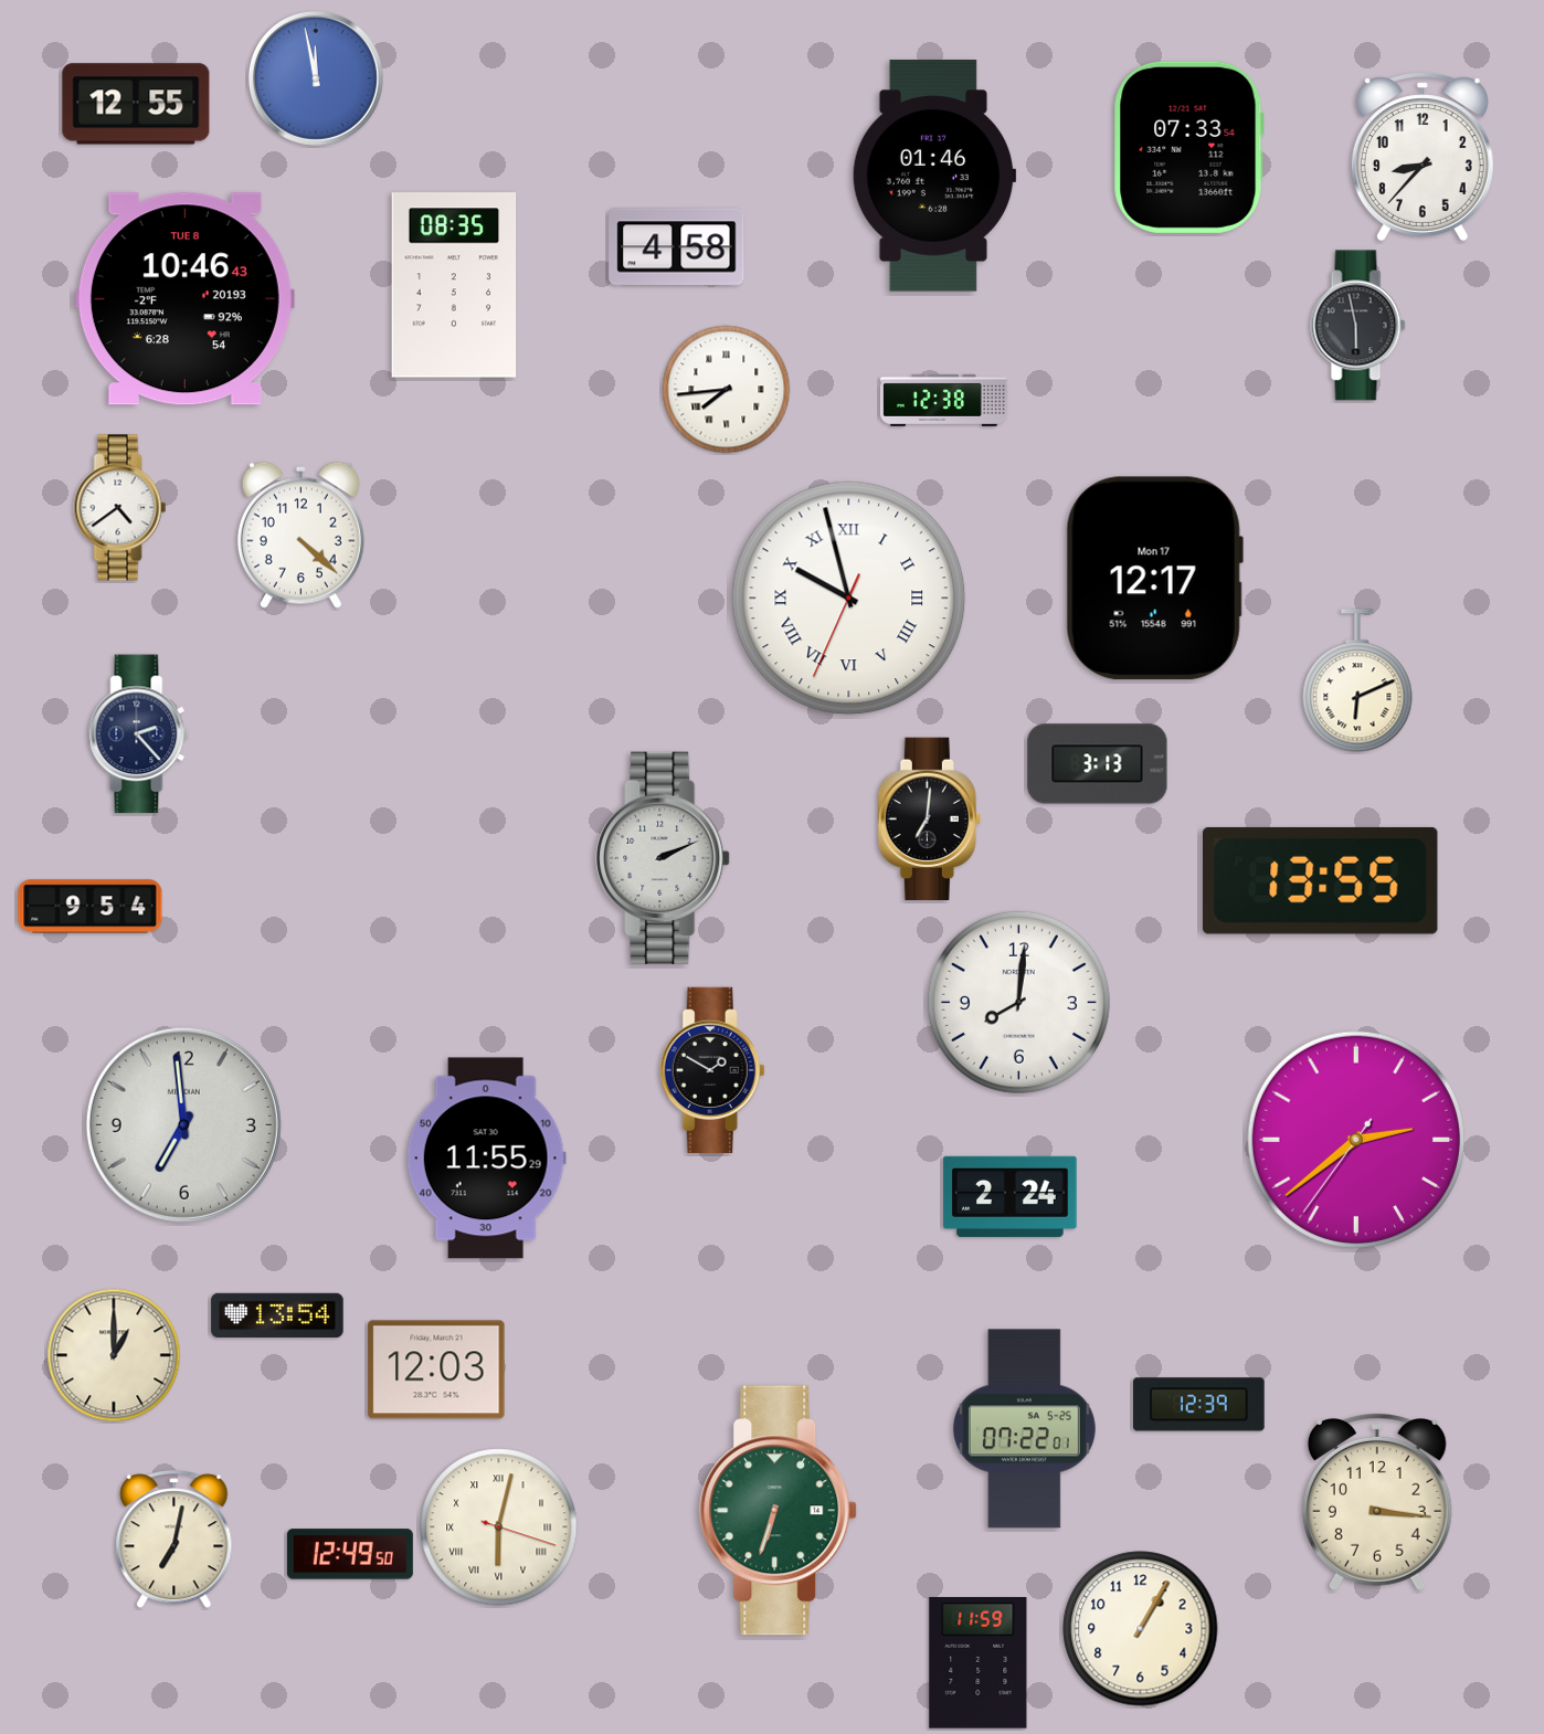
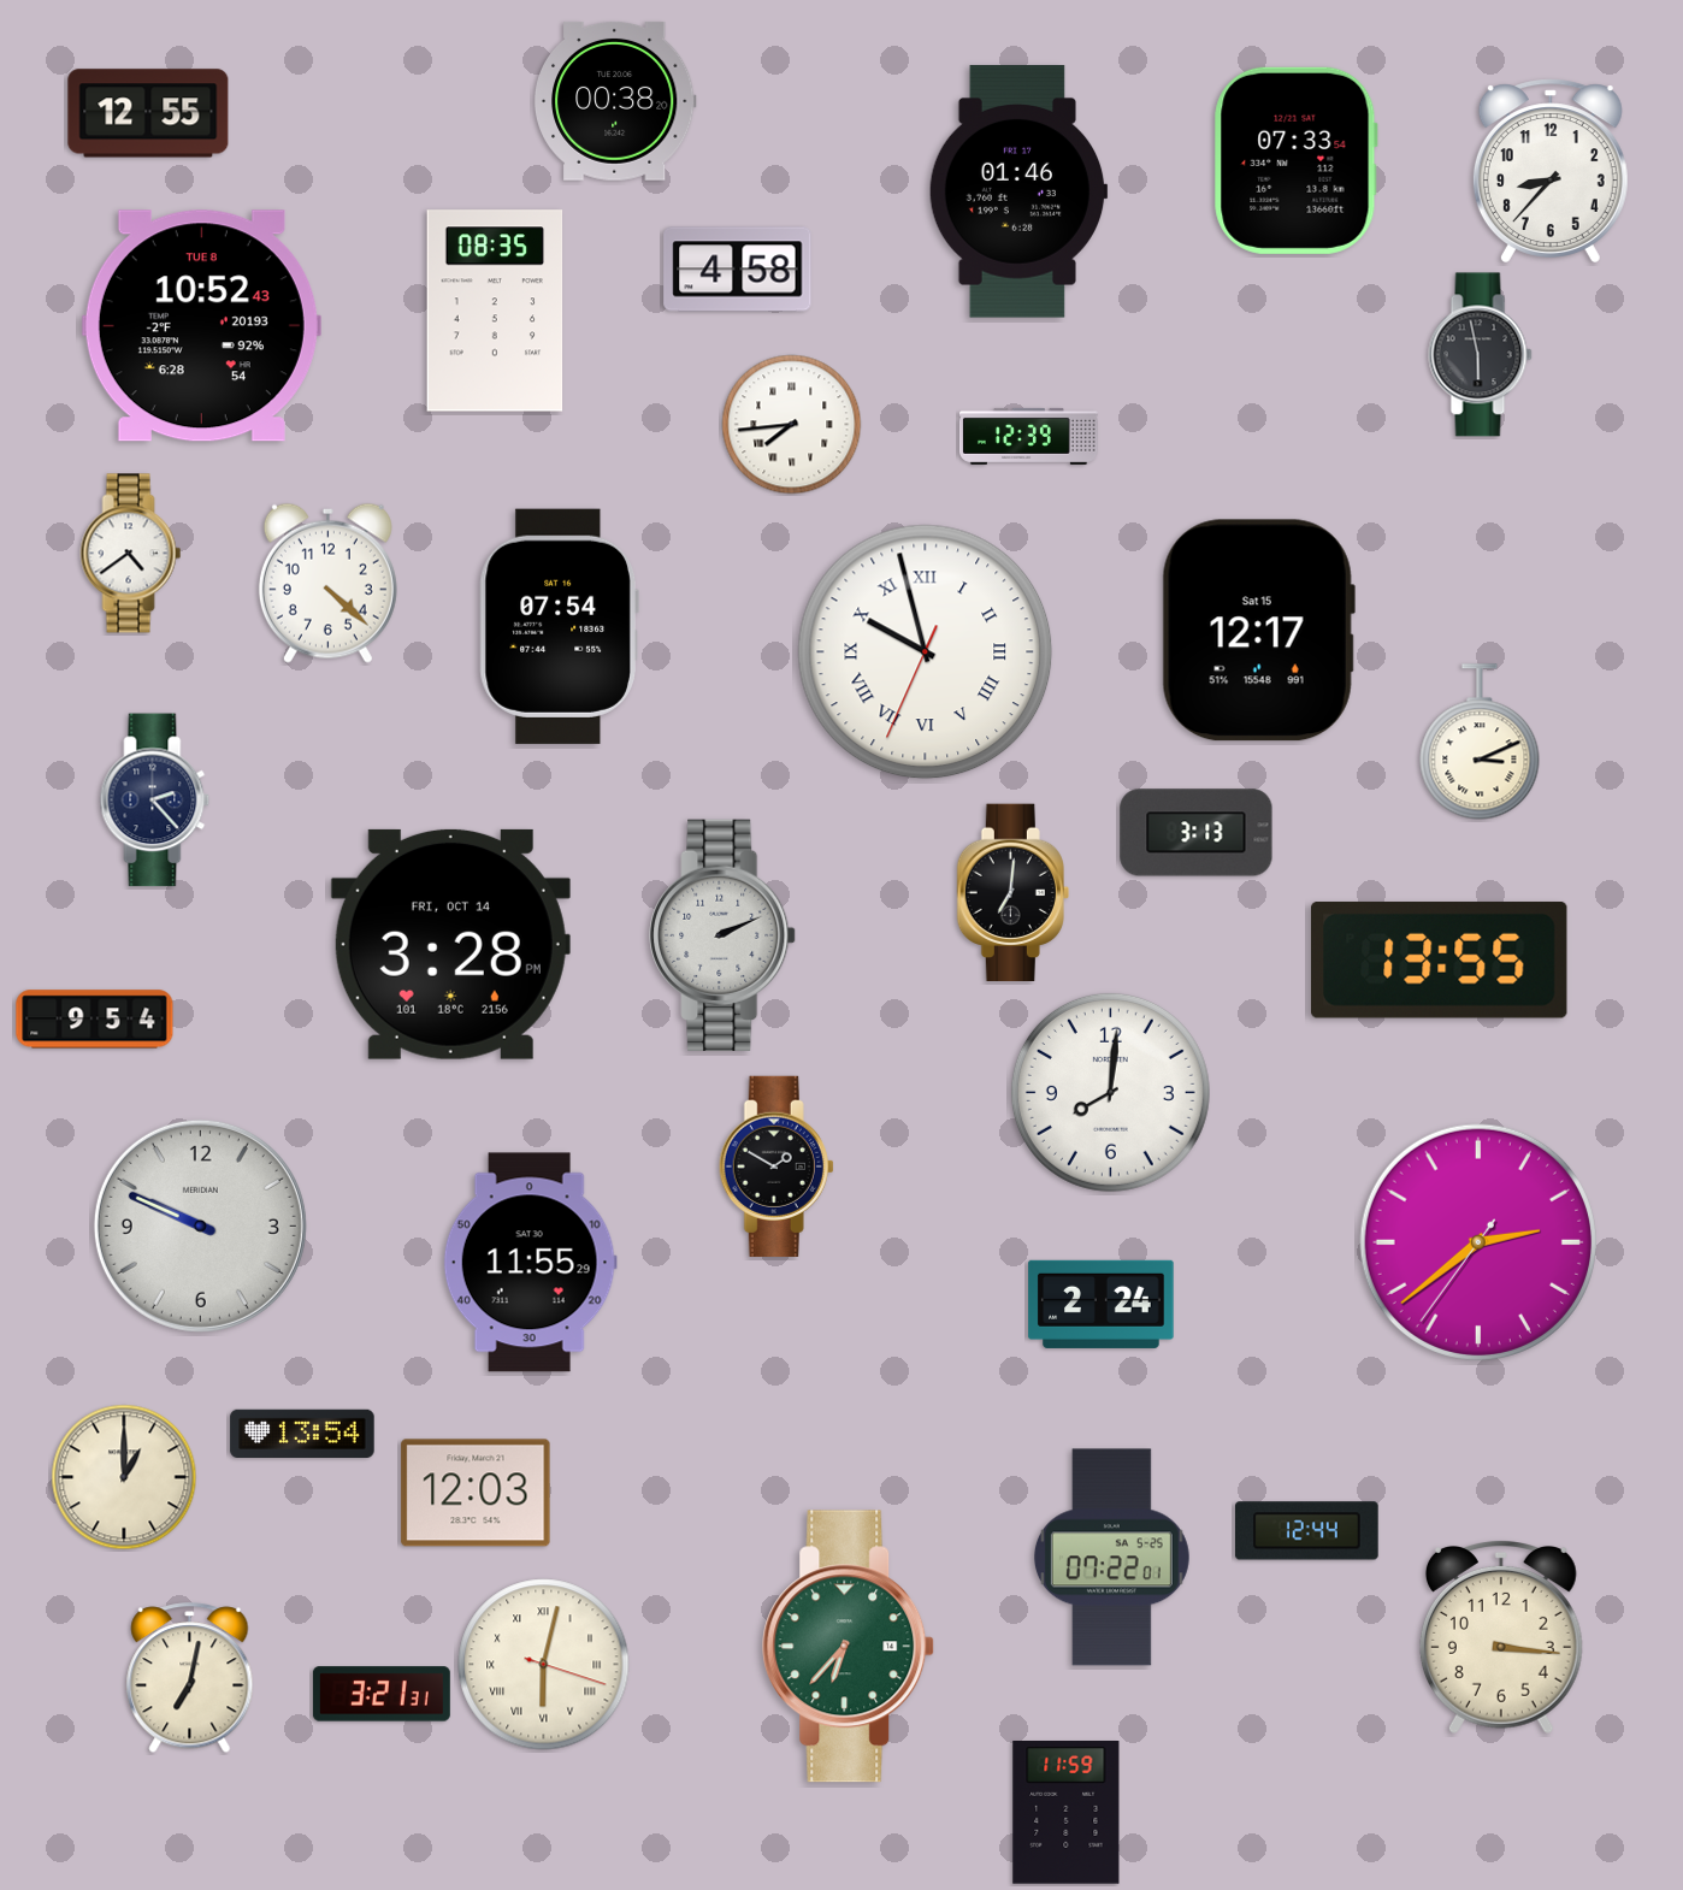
clock at (316, 78): 11:58 -> none
clock at (615, 101): none -> 00:38
clock at (184, 299): 10:46 -> 10:52
clock at (943, 400): 12:38 -> 12:39
clock at (559, 626): none -> 07:54
clock at (1154, 579) date: Mon 17 -> Sat 15
clock at (1357, 680): 6:11 -> 3:11
clock at (139, 734) position: (139, 734) -> (155, 801)
clock at (450, 944): none -> 3:28
clock at (91, 907) position: (91, 907) -> (95, 1020)
clock at (183, 1124): 6:59 -> 9:49
clock at (1199, 1405): 12:39 -> 12:44
clock at (1024, 1429) position: (1024, 1429) -> (1111, 1558)
clock at (779, 1511): 6:33 -> 6:37
clock at (350, 1554): 12:49 -> 3:21
clock at (1141, 1629): 1:05 -> none
